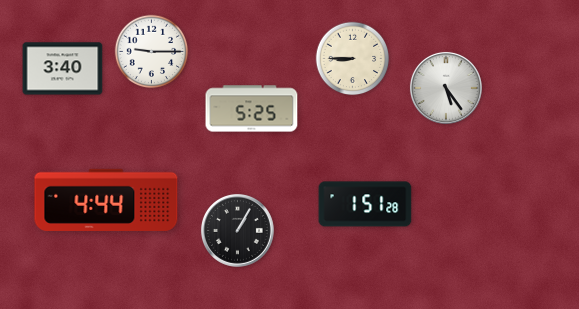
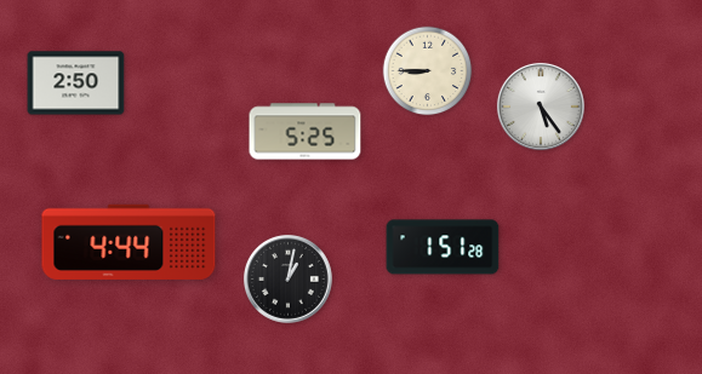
clock at (152, 52): 9:15 -> none
clock at (63, 69): 3:40 -> 2:50
clock at (237, 230): 1:05 -> 1:02
